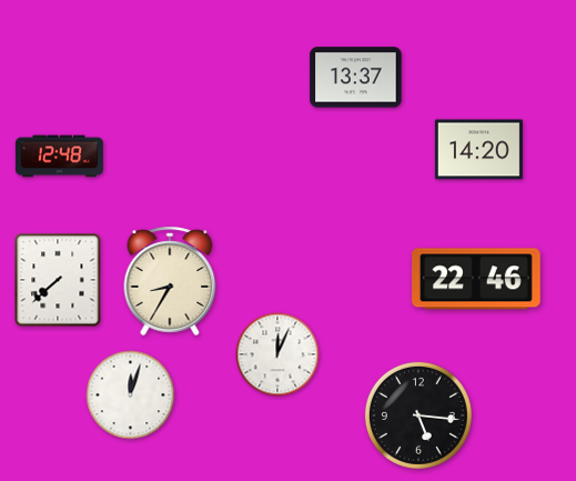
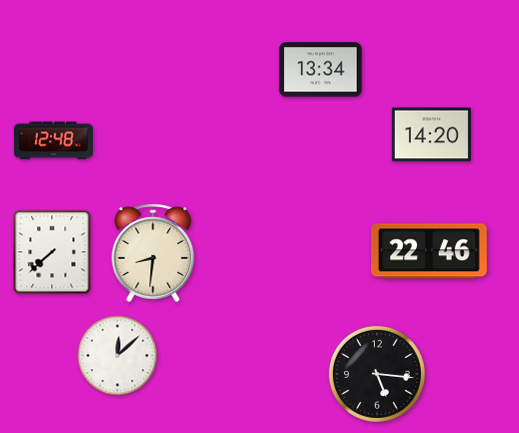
clock at (356, 78): 13:37 -> 13:34
clock at (170, 281): 8:35 -> 8:31
clock at (277, 354): 12:04 -> none
clock at (131, 395): 12:03 -> 12:08
